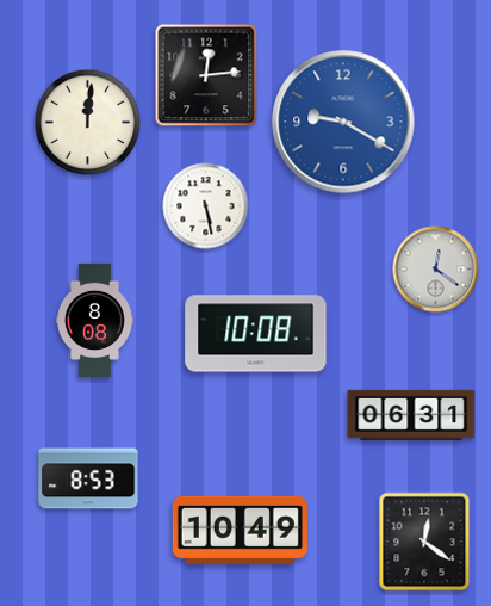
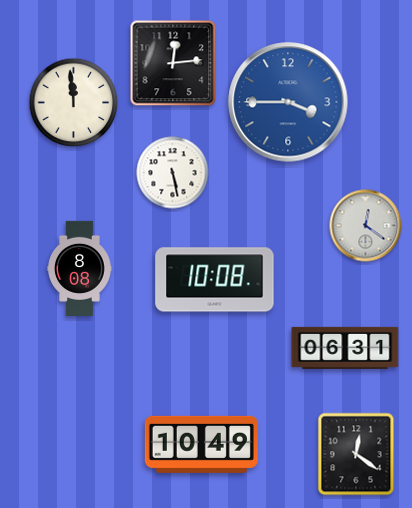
clock at (343, 122): 9:20 -> 3:45
clock at (88, 123): 12:01 -> 11:59
clock at (88, 478): 8:53 -> none
